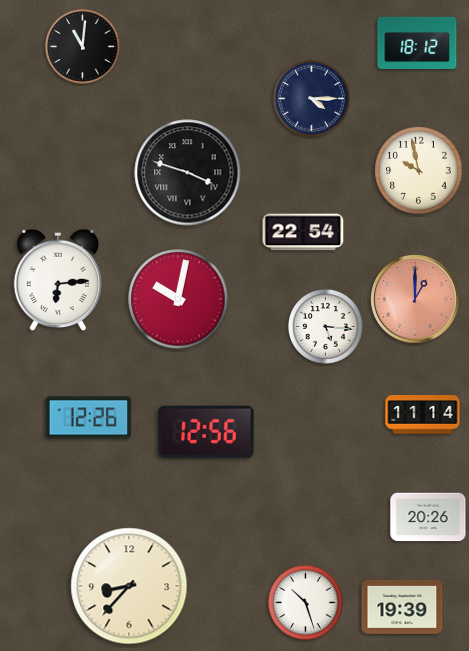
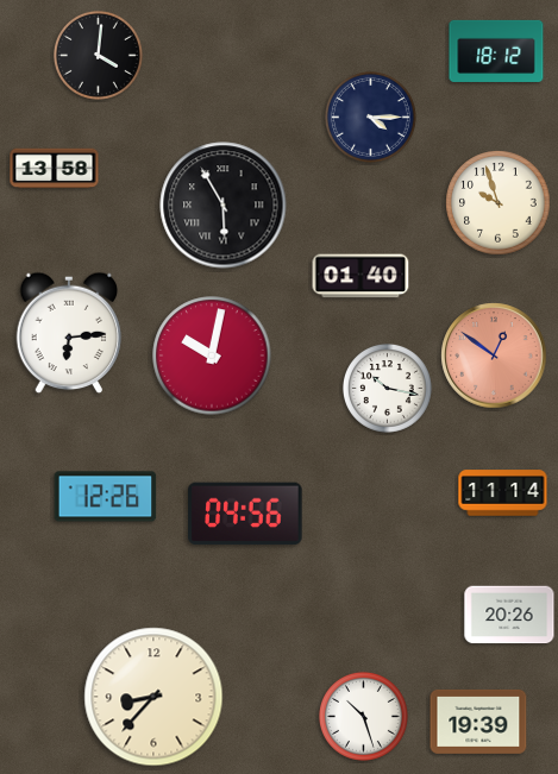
clock at (82, 46): 11:01 -> 4:01
clock at (55, 169): none -> 13:58
clock at (419, 171): 9:58 -> 9:57
clock at (188, 173): 3:48 -> 5:55
clock at (303, 232): 22:54 -> 01:40
clock at (415, 299): 1:00 -> 12:51
clock at (325, 326): 5:16 -> 10:17
clock at (206, 432): 12:56 -> 04:56
